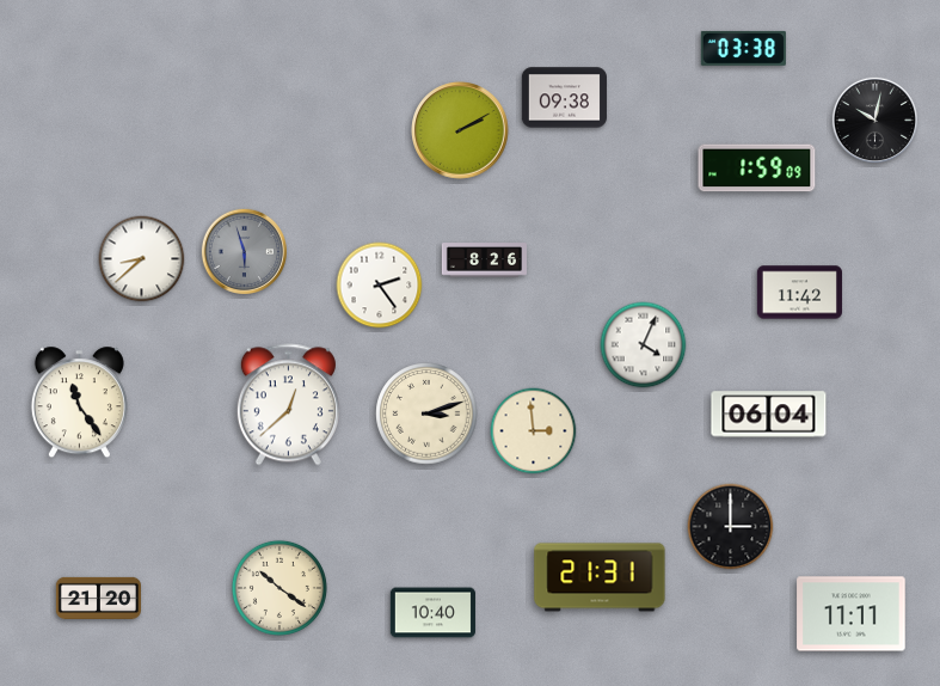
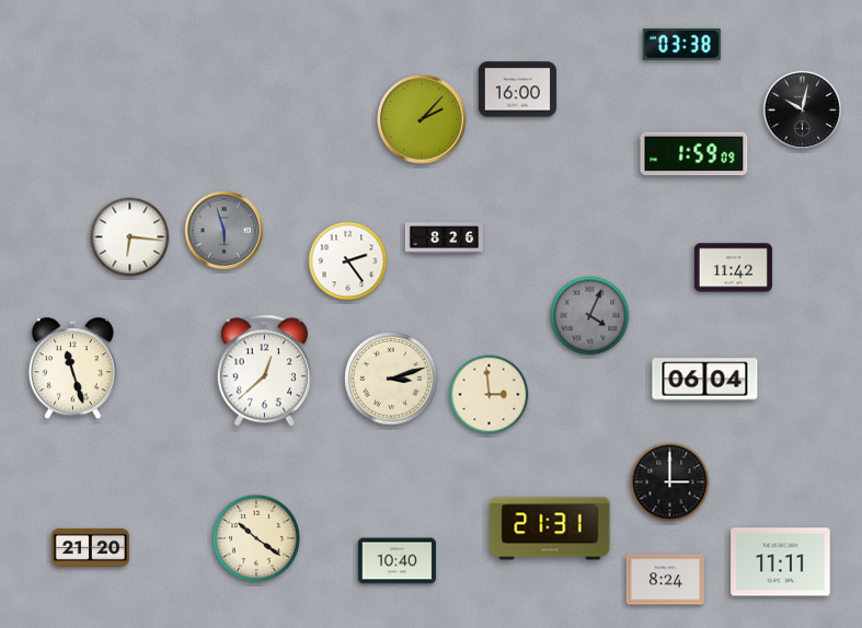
clock at (564, 98): 09:38 -> 16:00
clock at (460, 130): 2:10 -> 2:07
clock at (142, 259): 8:38 -> 6:16
clock at (644, 345) dial: white -> grey
clock at (79, 403): 11:24 -> 11:27
clock at (665, 580): none -> 8:24
